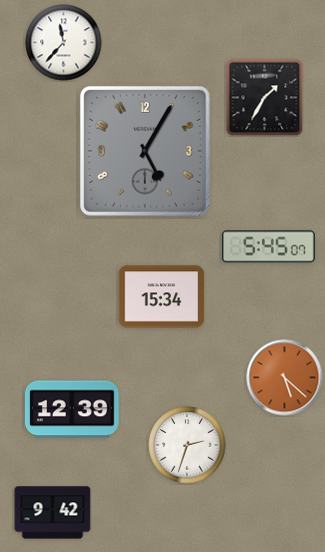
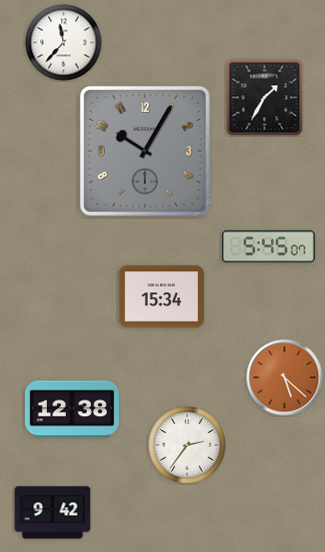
clock at (145, 151): 5:05 -> 10:05
clock at (72, 409): 12:39 -> 12:38
clock at (187, 445): 2:33 -> 2:36
